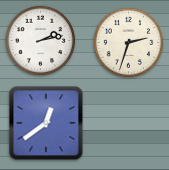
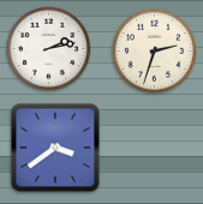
clock at (46, 123): 12:39 -> 3:39
